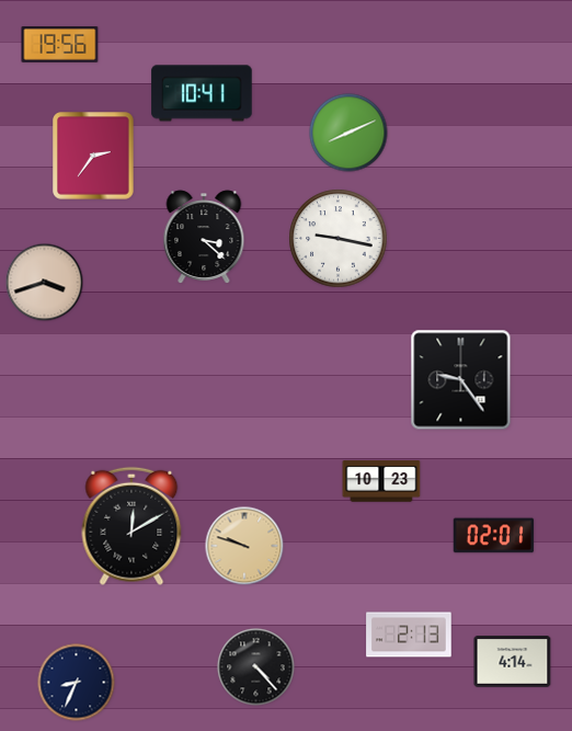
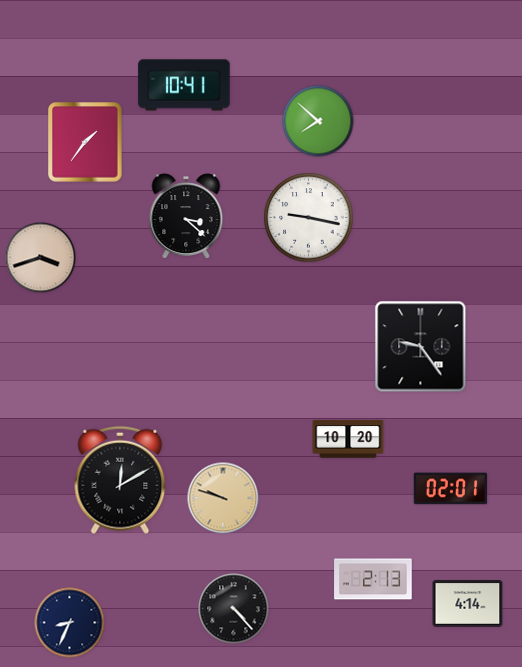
clock at (60, 45): 19:56 -> none
clock at (348, 133): 8:11 -> 7:52
clock at (93, 156): 2:36 -> 1:36
clock at (381, 481): 10:23 -> 10:20
